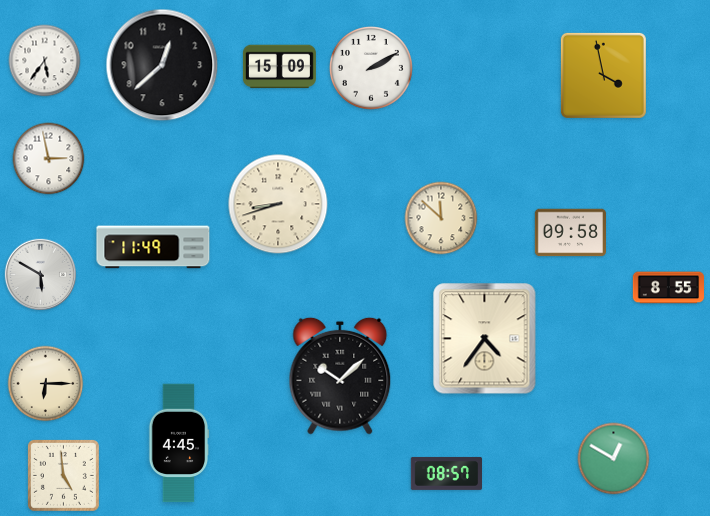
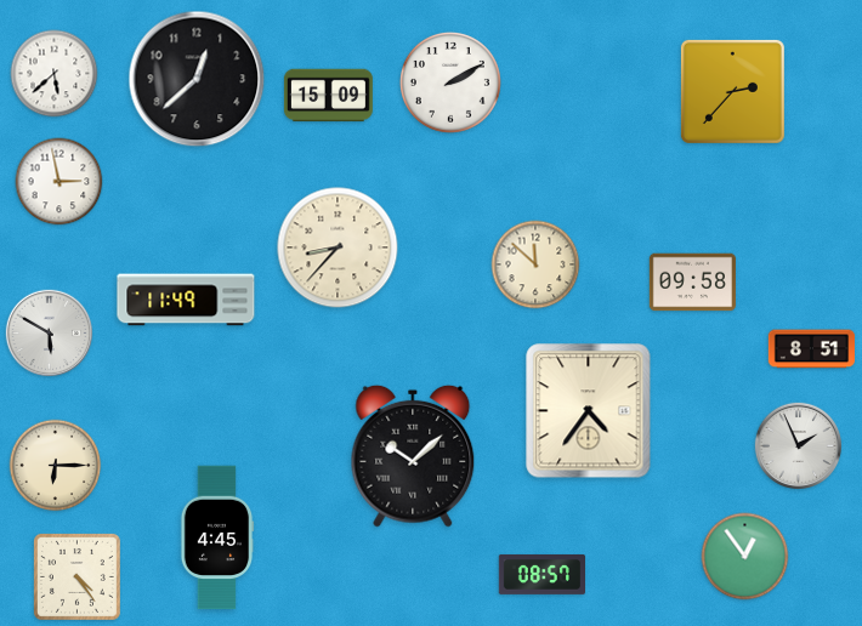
clock at (45, 61): 5:36 -> 5:38
clock at (279, 67) position: (279, 67) -> (328, 96)
clock at (603, 75): 3:58 -> 2:37
clock at (49, 159) position: (49, 159) -> (59, 182)
clock at (278, 204): 8:42 -> 8:37
clock at (668, 288): 8:55 -> 8:51
clock at (799, 446): none -> 1:56
clock at (614, 459): 12:50 -> 12:54
clock at (63, 475): 4:59 -> 4:24
